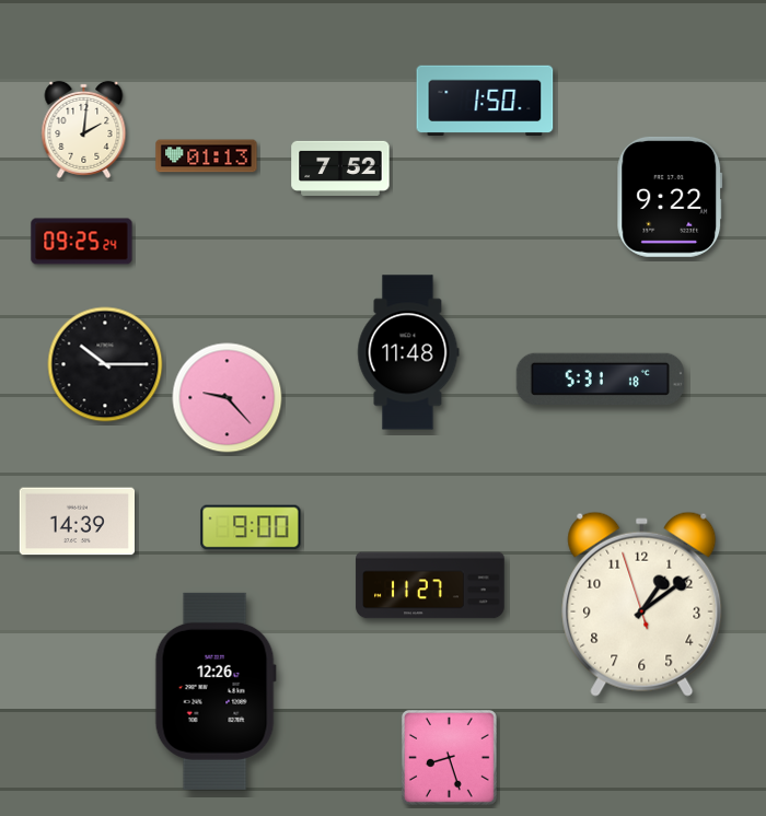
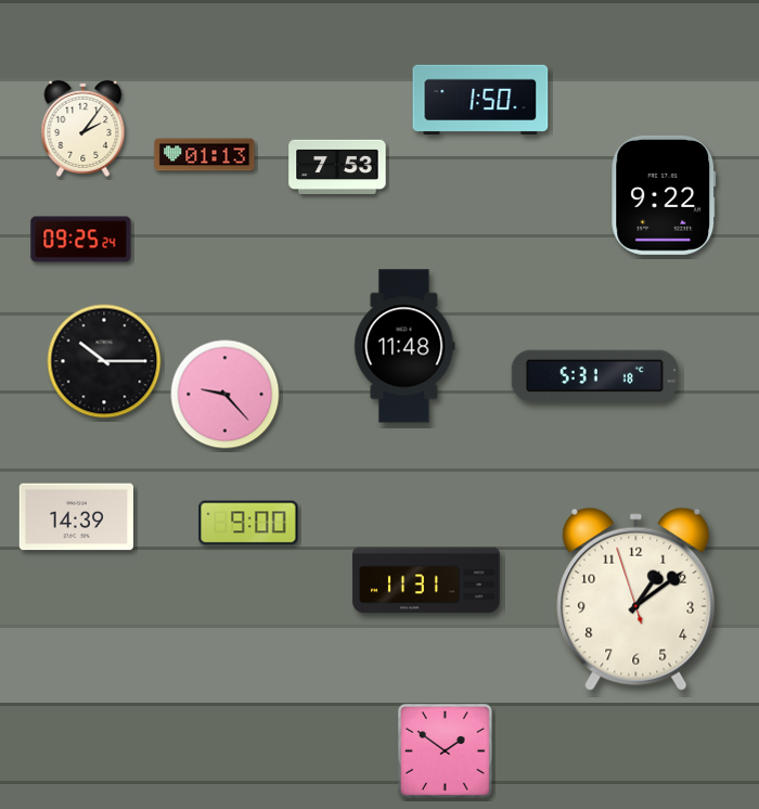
clock at (84, 129): 2:01 -> 2:06
clock at (340, 167): 7:52 -> 7:53
clock at (408, 352) position: (408, 352) -> (404, 346)
clock at (430, 585): 11:27 -> 11:31
clock at (216, 691): 12:26 -> none
clock at (449, 757): 8:27 -> 1:51
